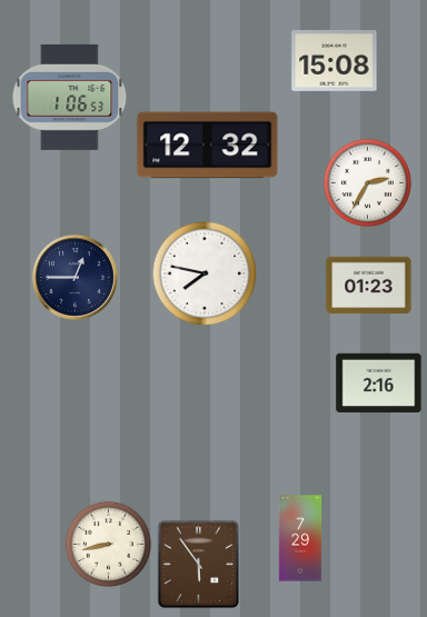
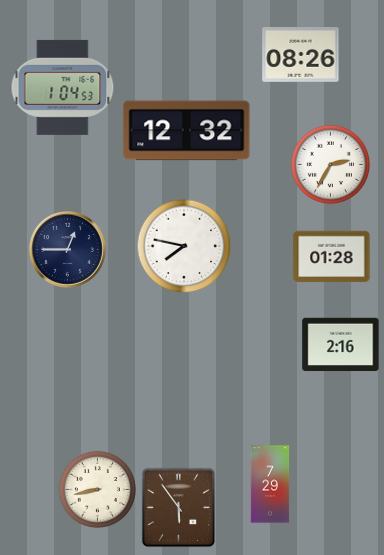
clock at (335, 61): 15:08 -> 08:26
clock at (70, 97): 1:06 -> 1:04
clock at (369, 286): 01:23 -> 01:28
